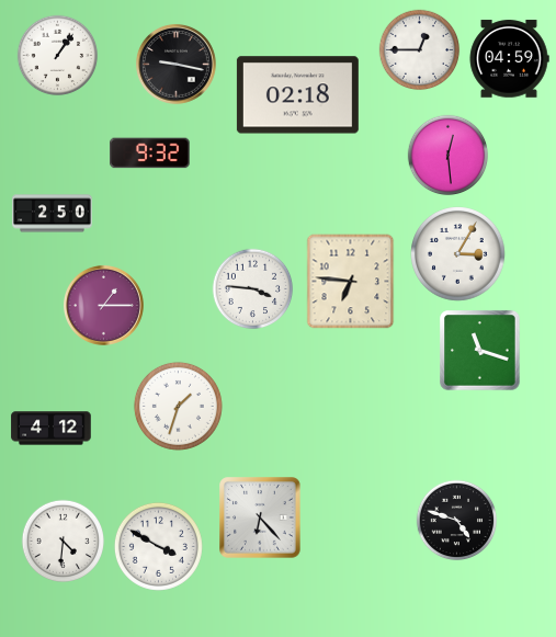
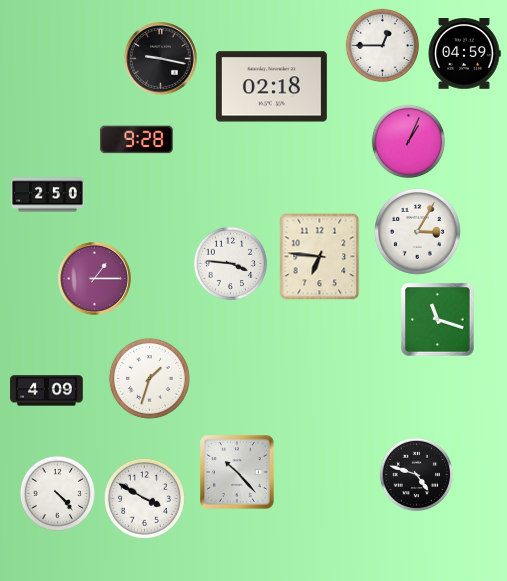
clock at (58, 56): 1:06 -> none
clock at (150, 153): 9:32 -> 9:28
clock at (449, 156): 12:29 -> 1:04
clock at (178, 406) position: (178, 406) -> (149, 378)
clock at (52, 429): 4:12 -> 4:09
clock at (261, 519): 6:23 -> 10:23
clock at (63, 541): 4:31 -> 4:23
